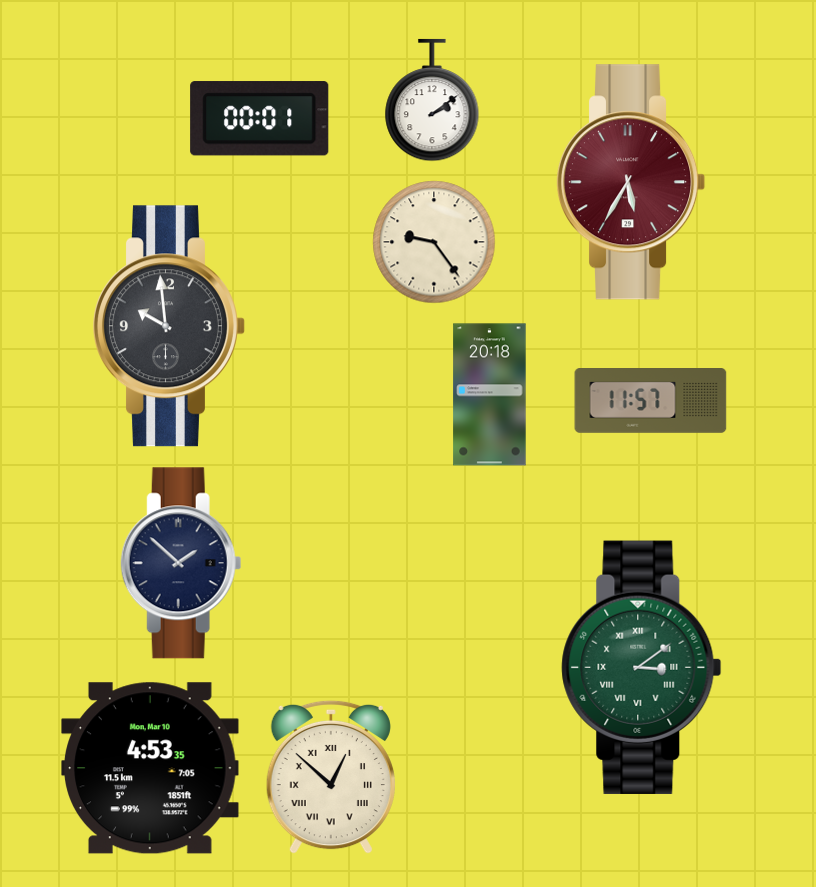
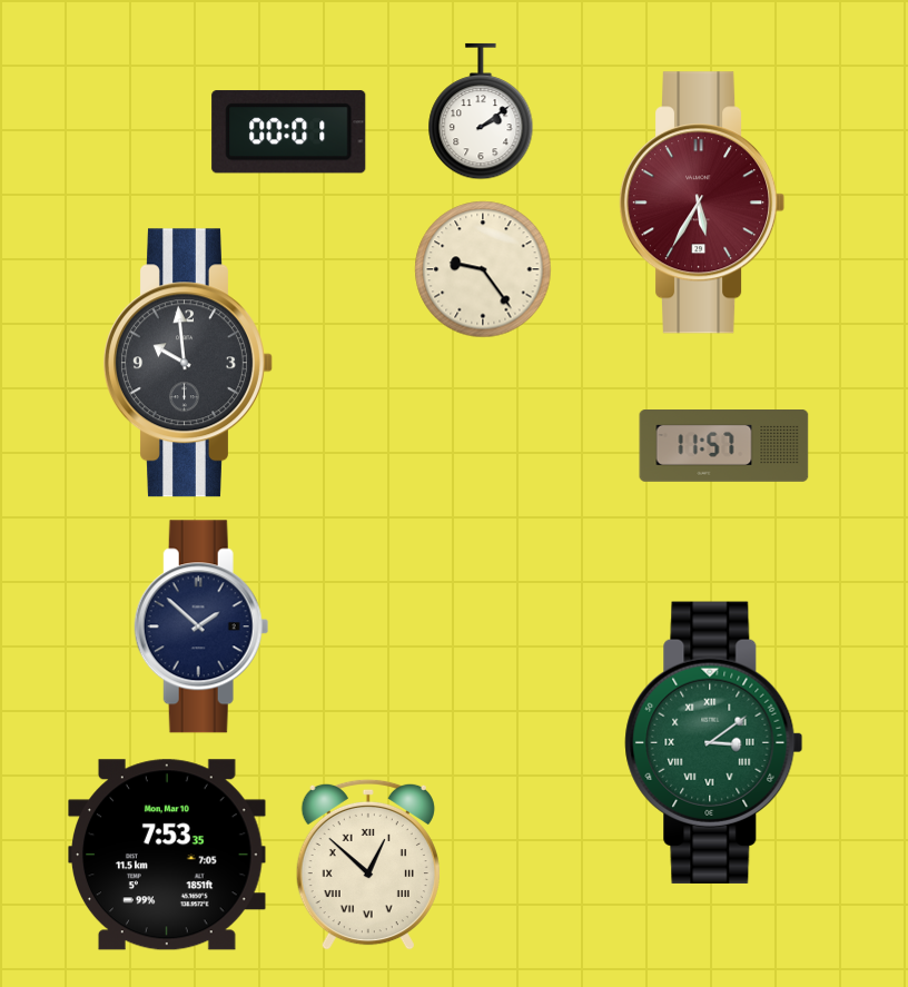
clock at (490, 395): 20:18 -> none
clock at (150, 768): 4:53 -> 7:53
